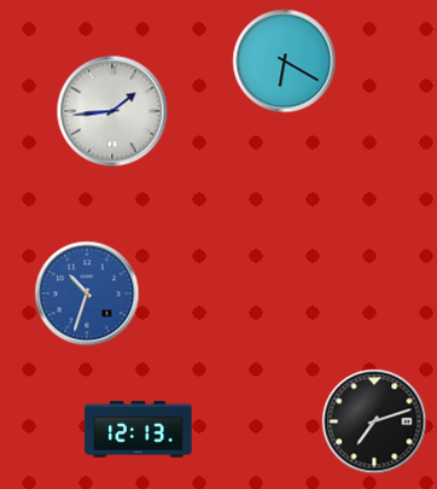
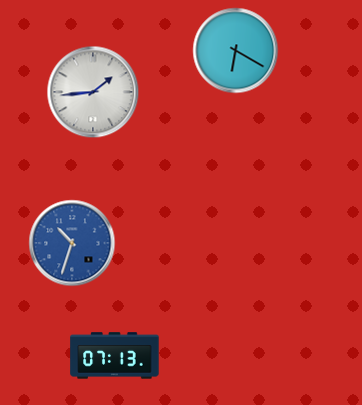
clock at (374, 421): 7:12 -> none
clock at (139, 430): 12:13 -> 07:13
